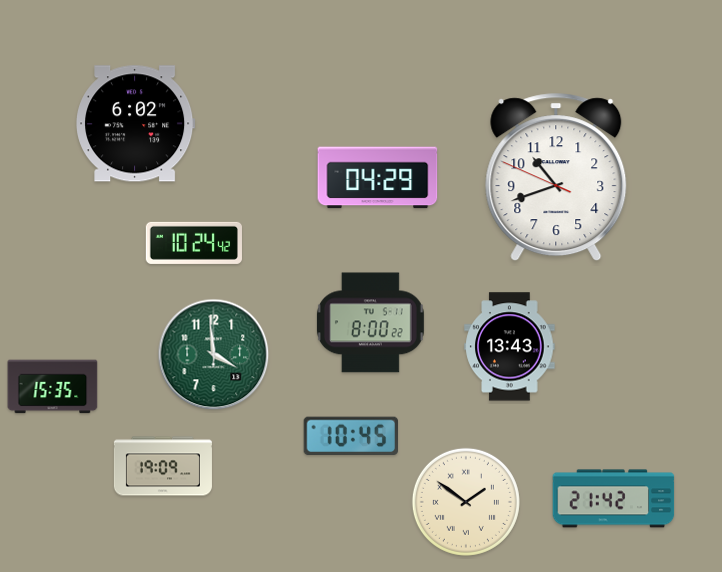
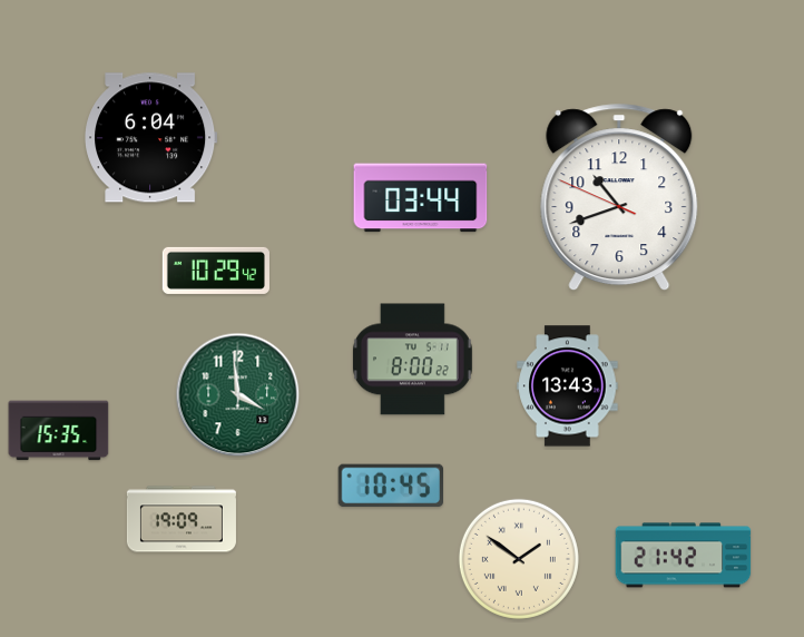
clock at (136, 124): 6:02 -> 6:04
clock at (378, 178): 04:29 -> 03:44
clock at (194, 243): 10:24 -> 10:29
